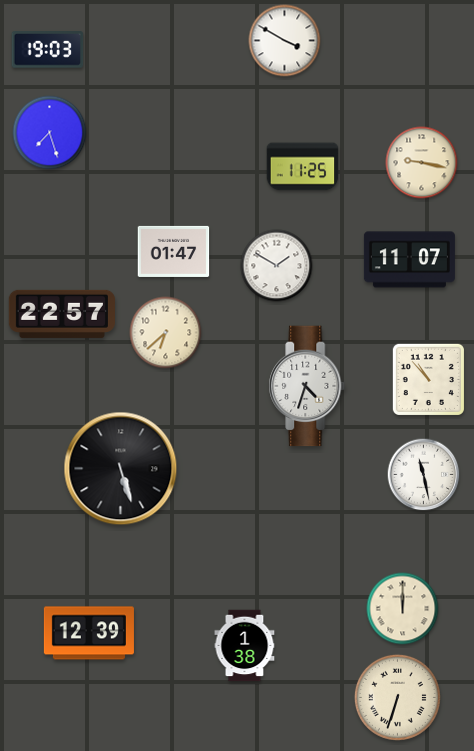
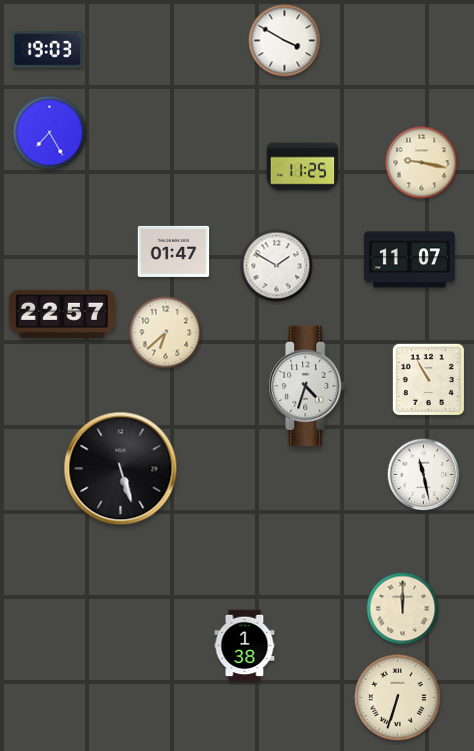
clock at (50, 133): 7:27 -> 7:25
clock at (428, 379): 10:53 -> 10:55
clock at (89, 633): 12:39 -> none
